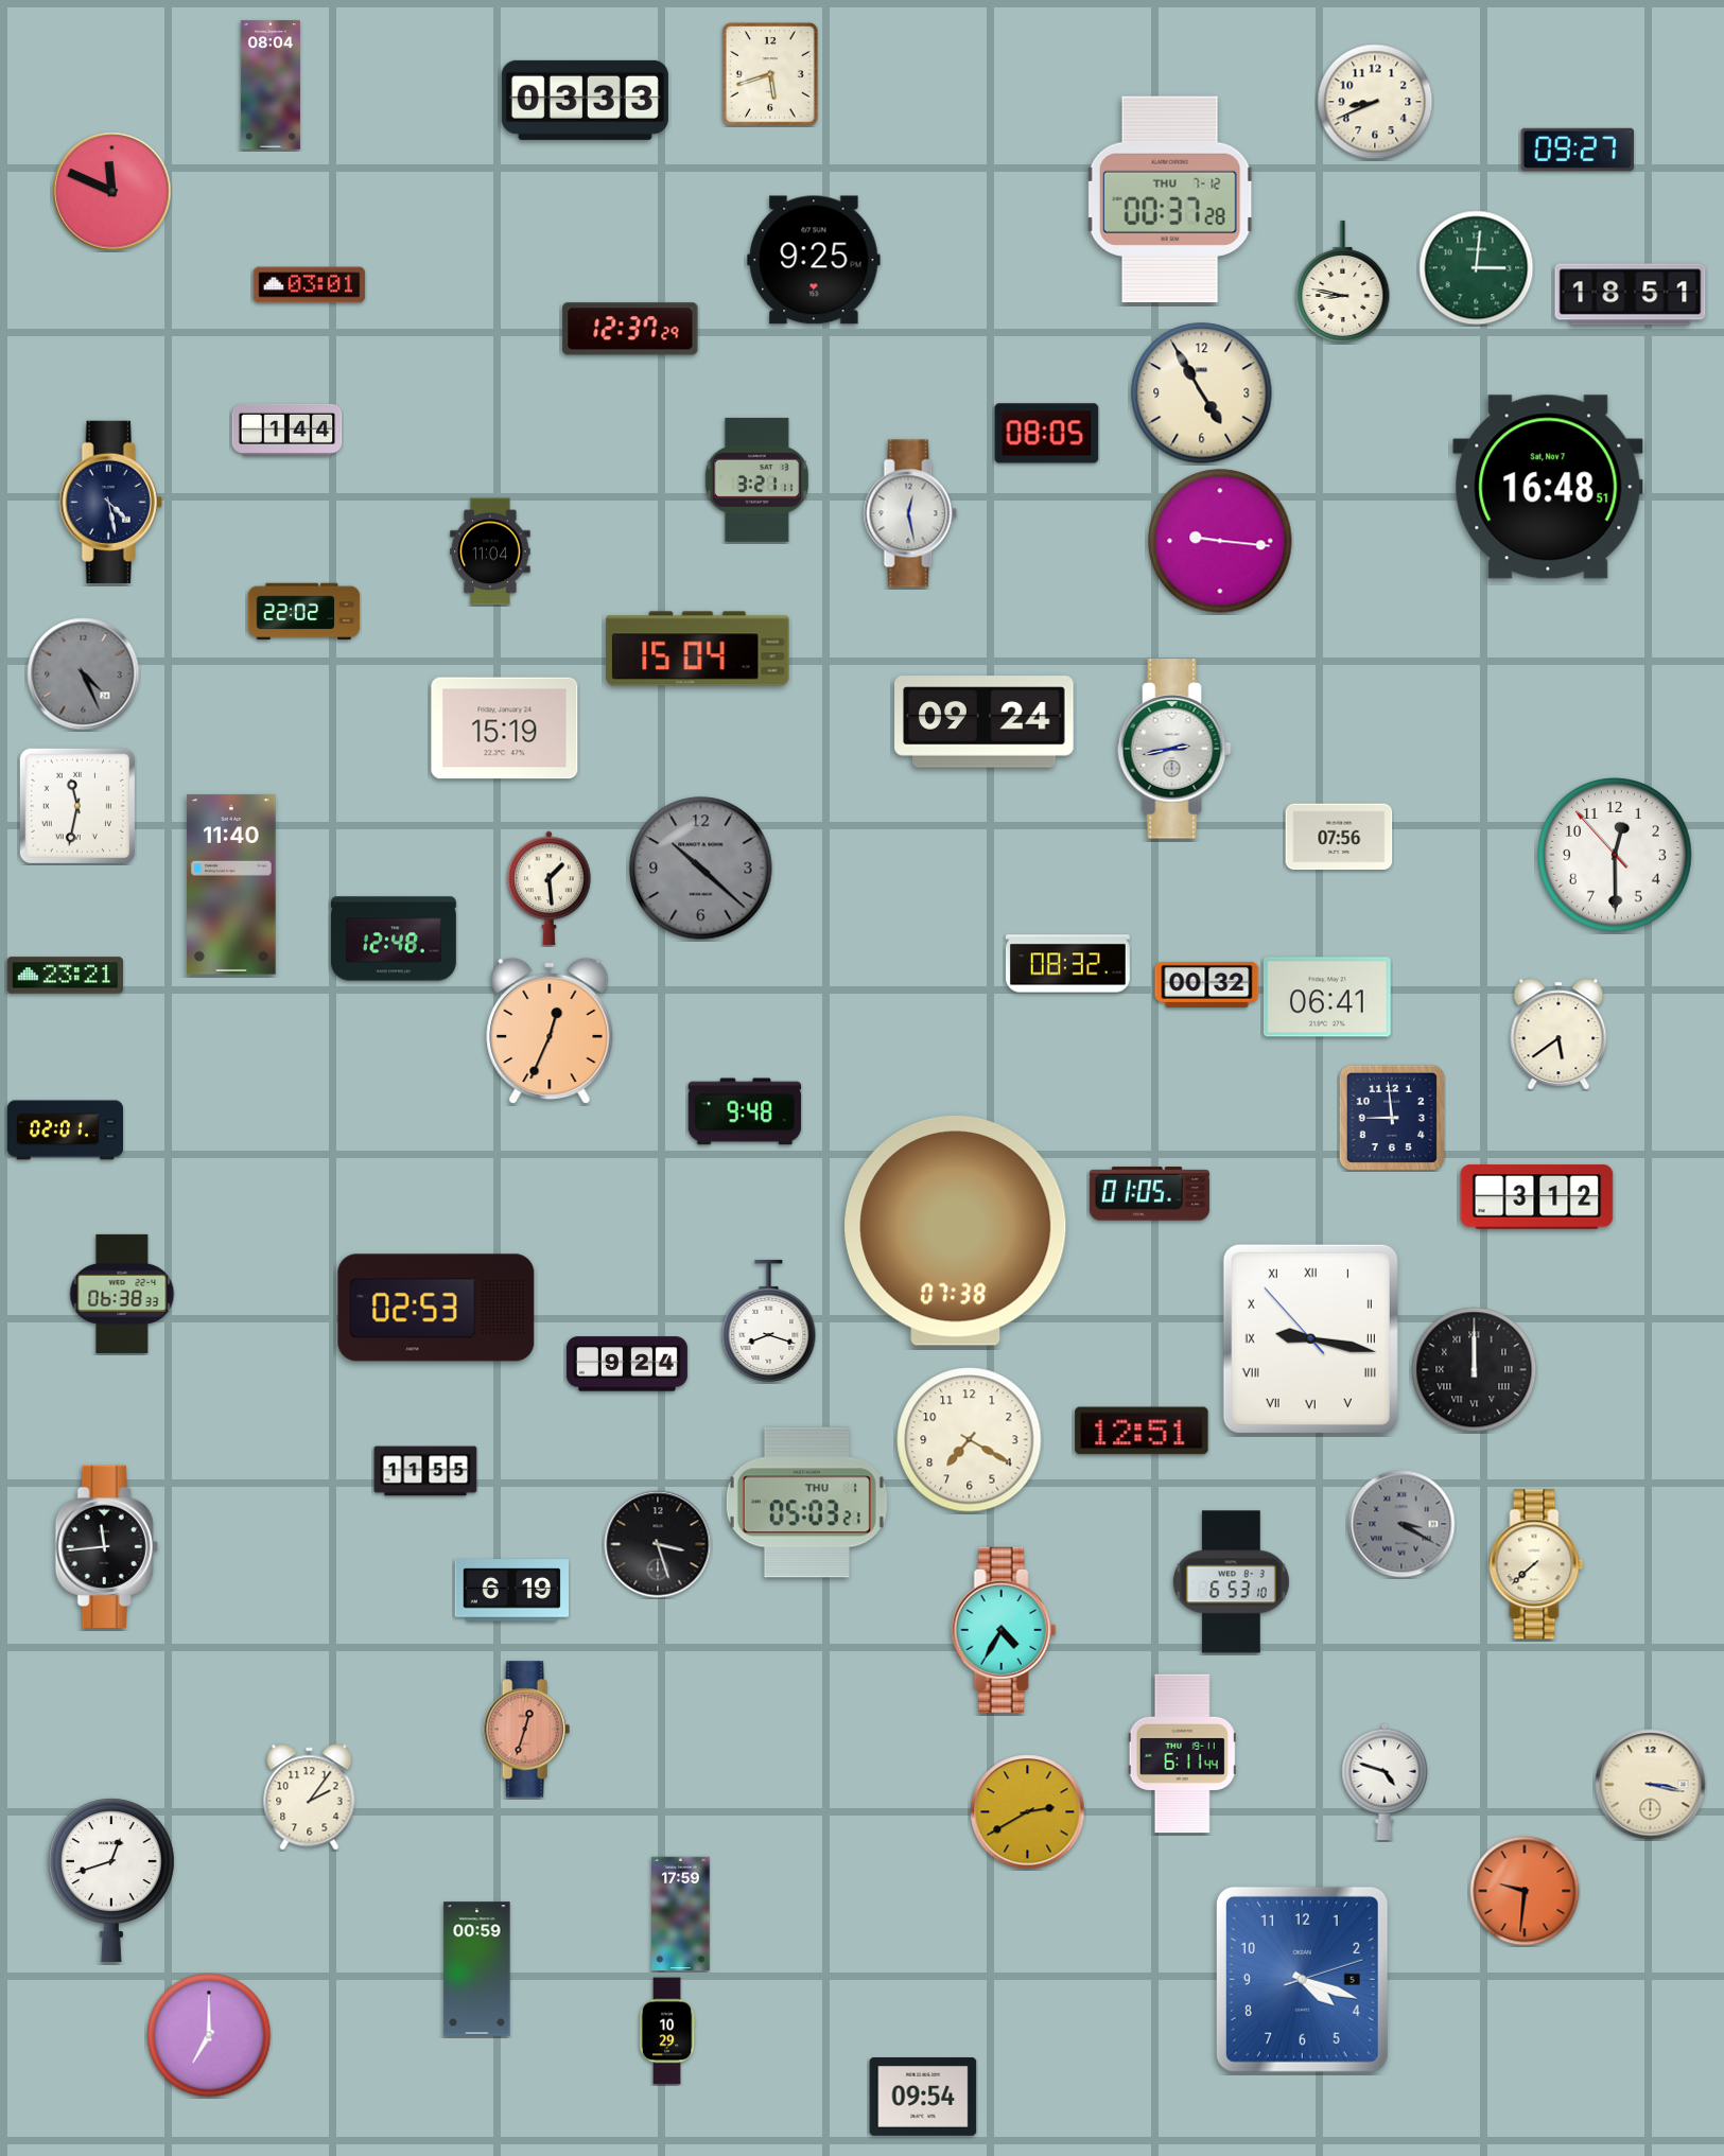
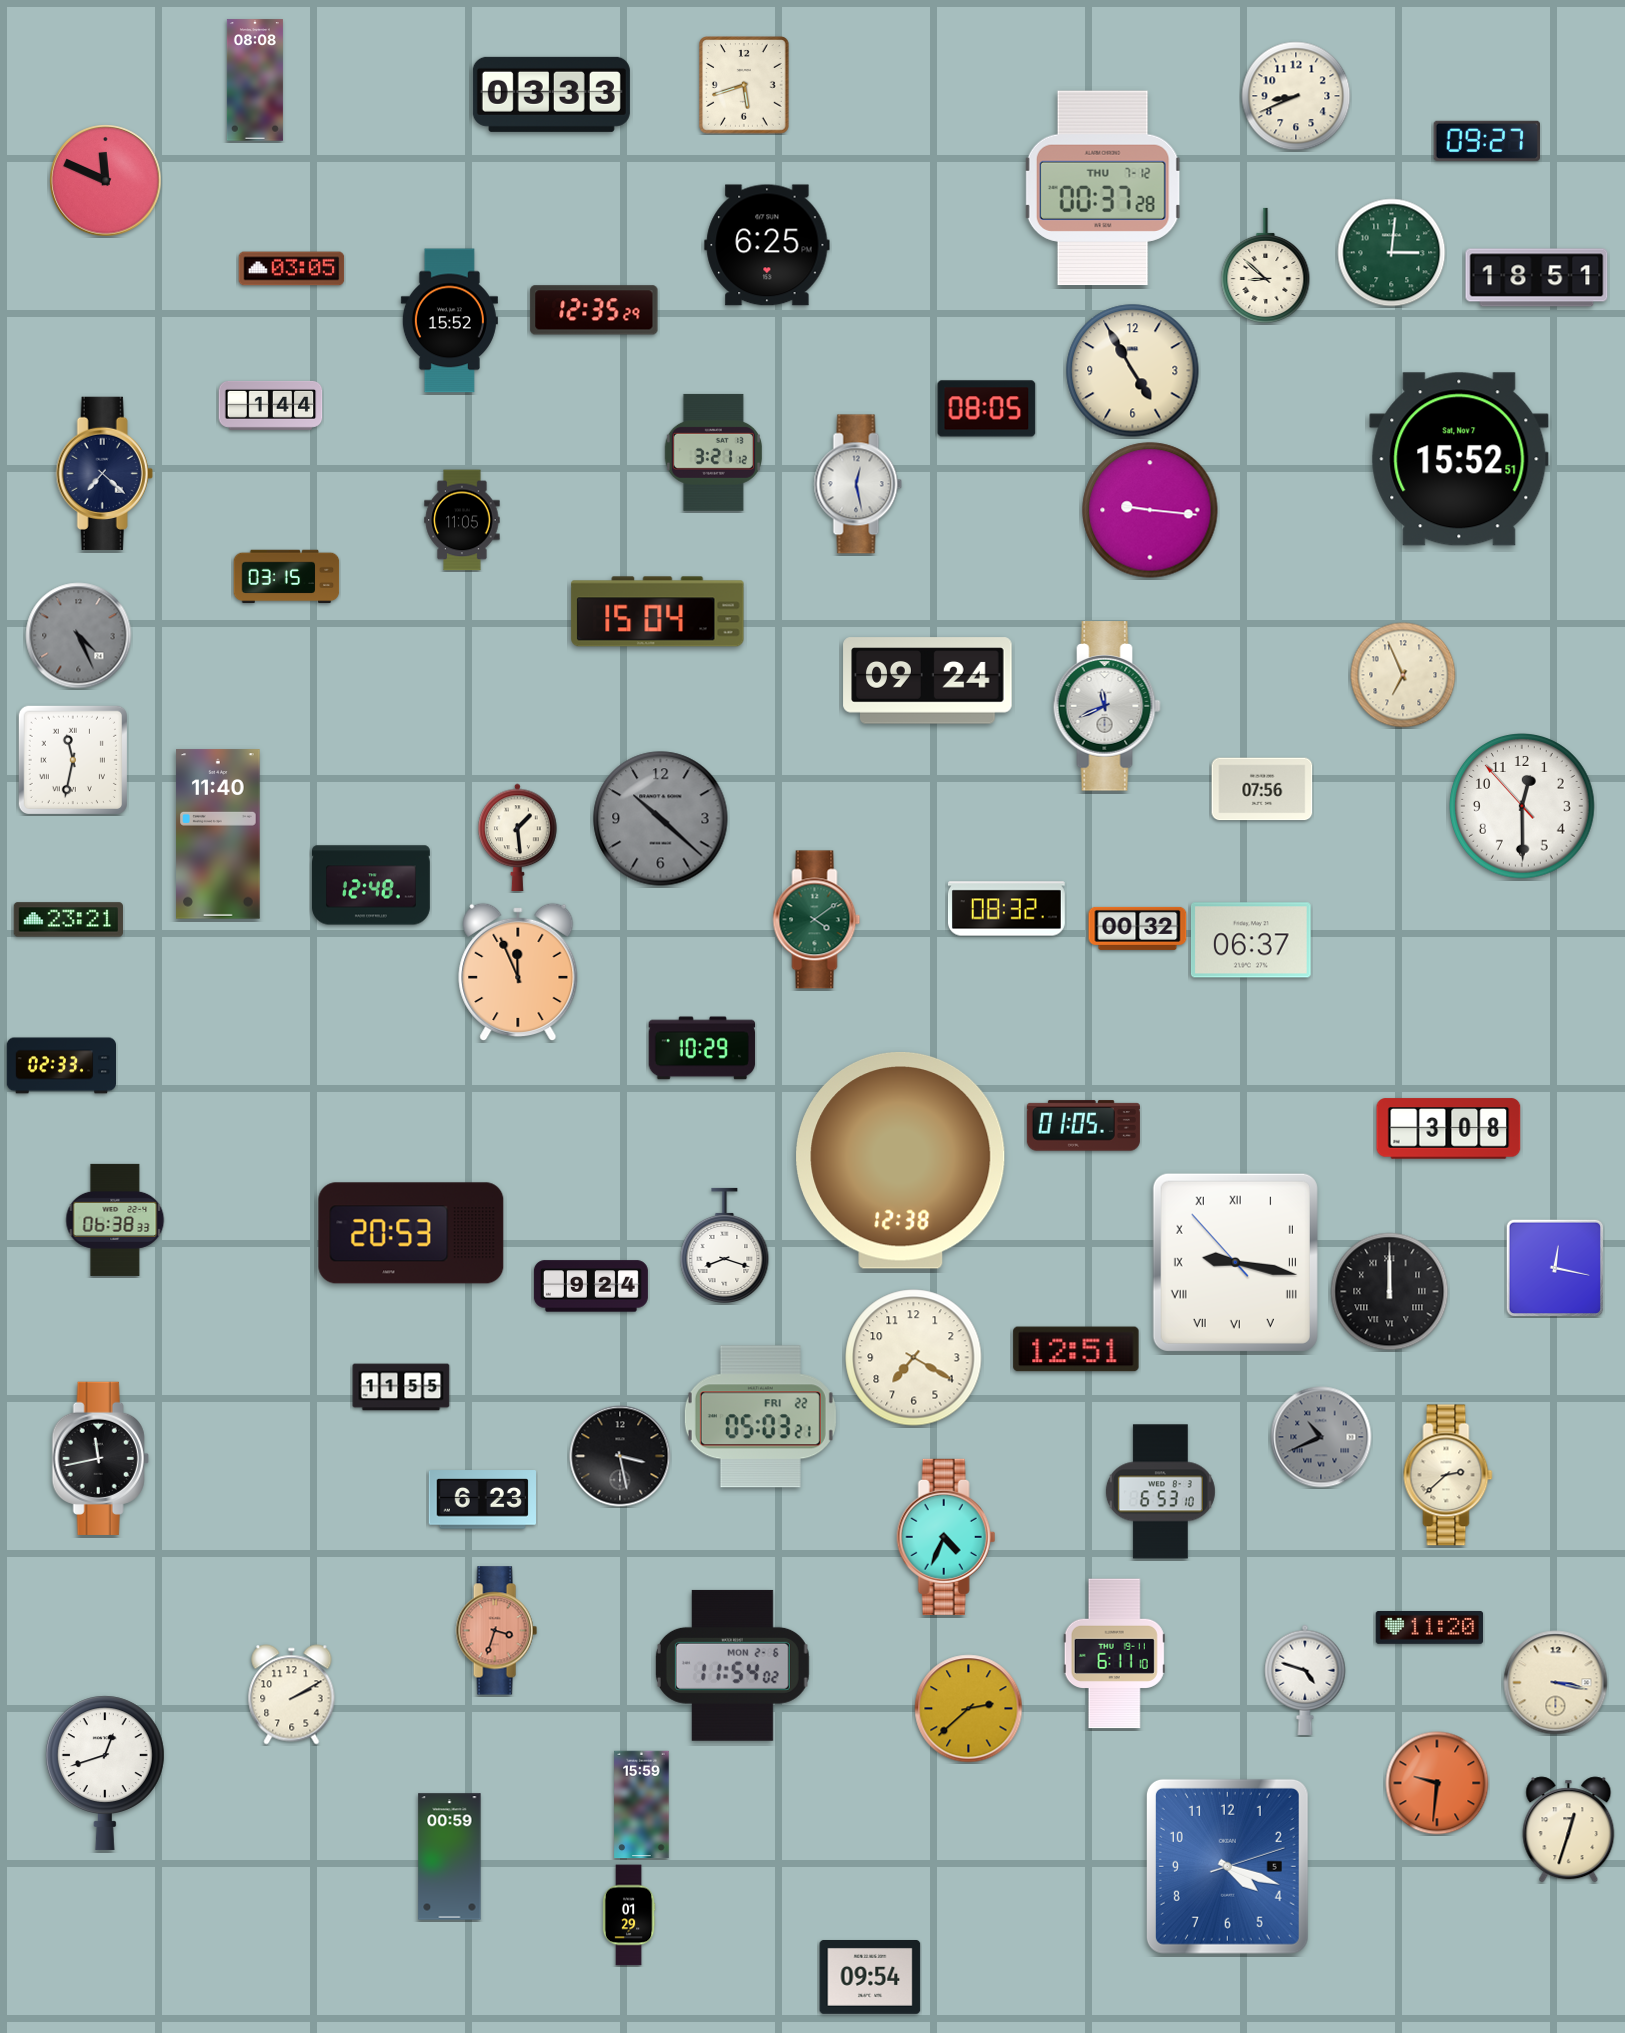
clock at (770, 74) position: (770, 74) -> (744, 85)
clock at (271, 85): 08:04 -> 08:08
clock at (814, 260): 9:25 -> 6:25
clock at (1343, 281): 8:47 -> 8:52
clock at (310, 285): 03:01 -> 03:05
clock at (630, 329): 12:37 -> 12:35
clock at (449, 321): none -> 15:52
clock at (756, 479): 3:21:11 -> 3:21:12
clock at (1548, 487): 16:48 -> 15:52
clock at (110, 502): 4:28 -> 7:22
clock at (490, 551): 11:04 -> 11:05
clock at (304, 612): 22:02 -> 03:15
clock at (1403, 675): none -> 6:56
clock at (505, 729): 15:19 -> none
clock at (1174, 749): 2:43 -> 11:41
clock at (65, 976) position: (65, 976) -> (68, 920)
clock at (817, 920): none -> 4:09
clock at (1327, 997): 06:41 -> 06:37
clock at (550, 1031): 12:34 -> 11:56
clock at (1558, 1034): 5:39 -> none
clock at (745, 1111): 9:48 -> 10:29
clock at (1392, 1118): 8:59 -> none
clock at (65, 1130): 02:01 -> 02:33
clock at (1537, 1197): 3:12 -> 3:08
clock at (956, 1230): 07:38 -> 12:38
clock at (436, 1308): 02:53 -> 20:53
clock at (1555, 1268): none -> 12:17
clock at (806, 1503) date: THU 1 -> FRI 22
clock at (1401, 1524): 3:20 -> 10:41
clock at (658, 1544): 3:27 -> 3:28
clock at (106, 1546): 11:44 -> 11:43
clock at (1536, 1564): 7:38 -> 2:38
clock at (511, 1591): 6:19 -> 6:23
clock at (1004, 1630): 4:35 -> 4:34
clock at (1430, 1628): none -> 11:20
clock at (526, 1730): 12:33 -> 3:33
clock at (1182, 1754): 6:11:44 -> 6:11:10
clock at (732, 1665): none -> 11:54
clock at (310, 1798): 2:06 -> 2:10
clock at (1028, 1812): 2:40 -> 2:38
clock at (681, 1914): 17:59 -> 15:59
clock at (1569, 1830): none -> 12:33
clock at (667, 2031): 10:29 -> 01:29
clock at (209, 2035): 7:00 -> none
